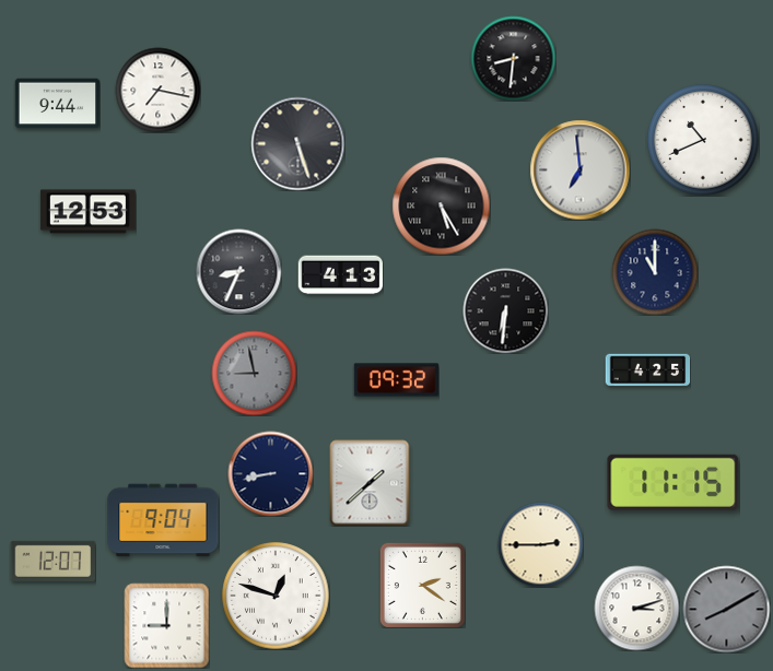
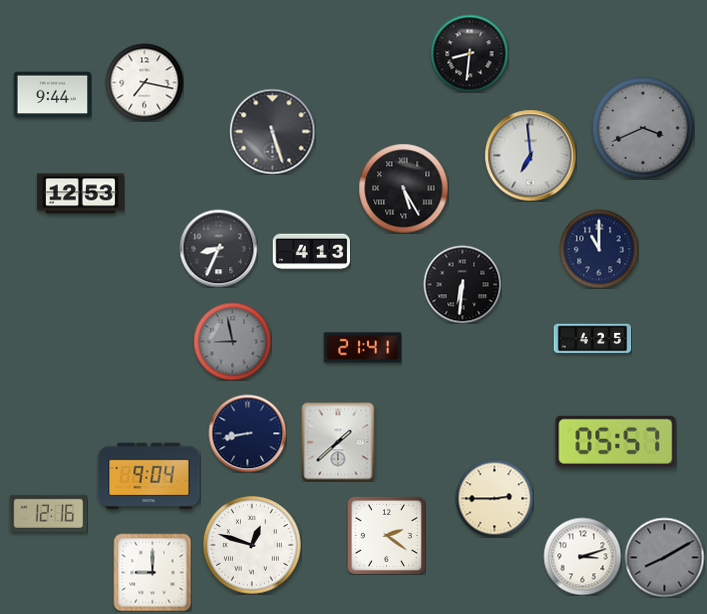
clock at (703, 140): 10:41 -> 3:41
clock at (703, 140) dial: white -> grey
clock at (396, 380): 09:32 -> 21:41
clock at (674, 482): 11:15 -> 05:57
clock at (52, 561): 12:07 -> 12:16
